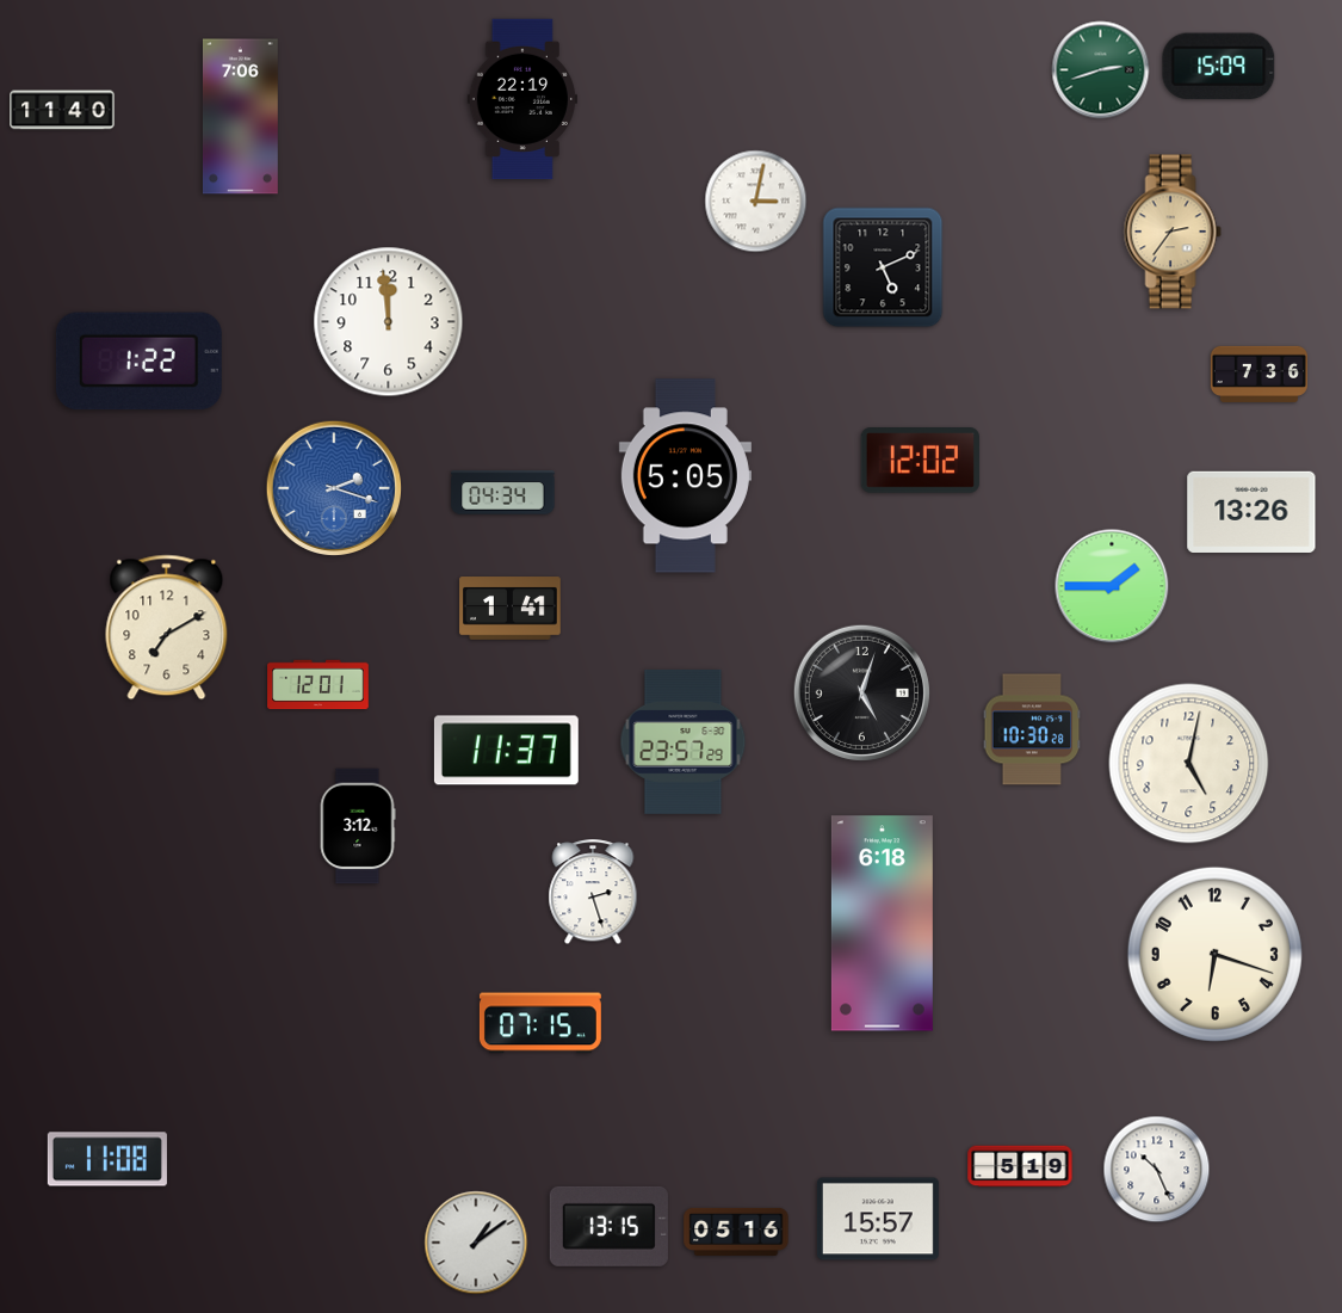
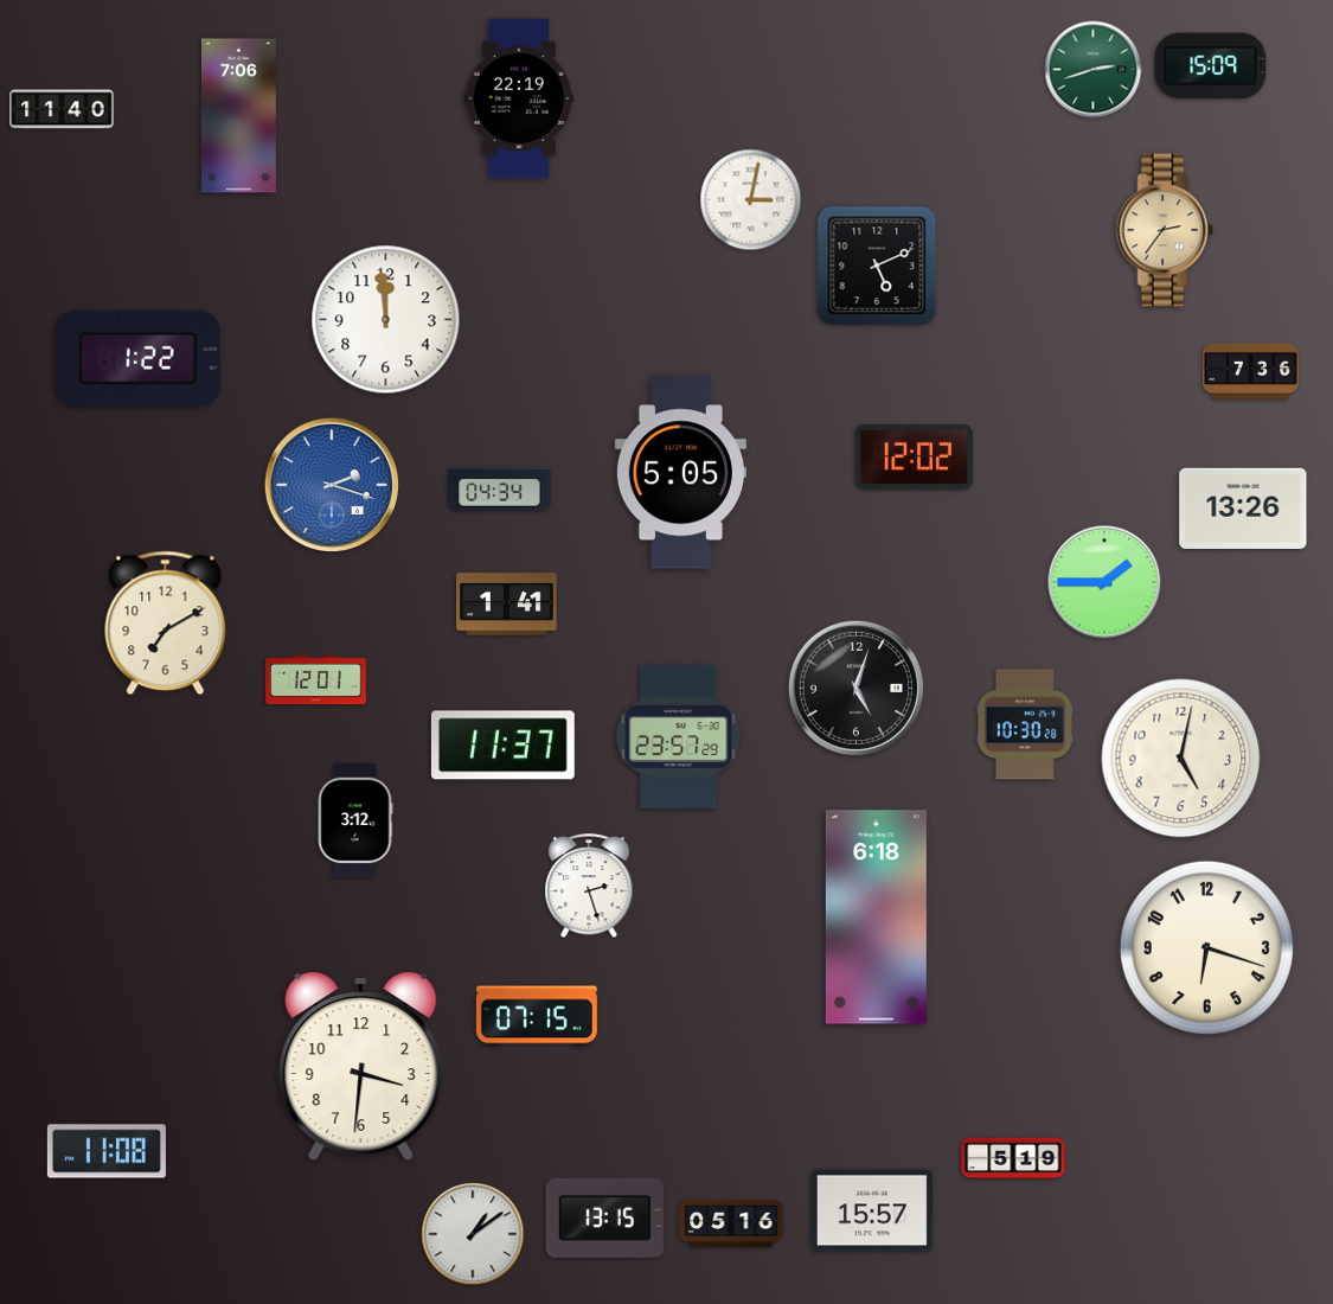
clock at (361, 1066): none -> 3:31
clock at (1157, 1170): 10:26 -> none
